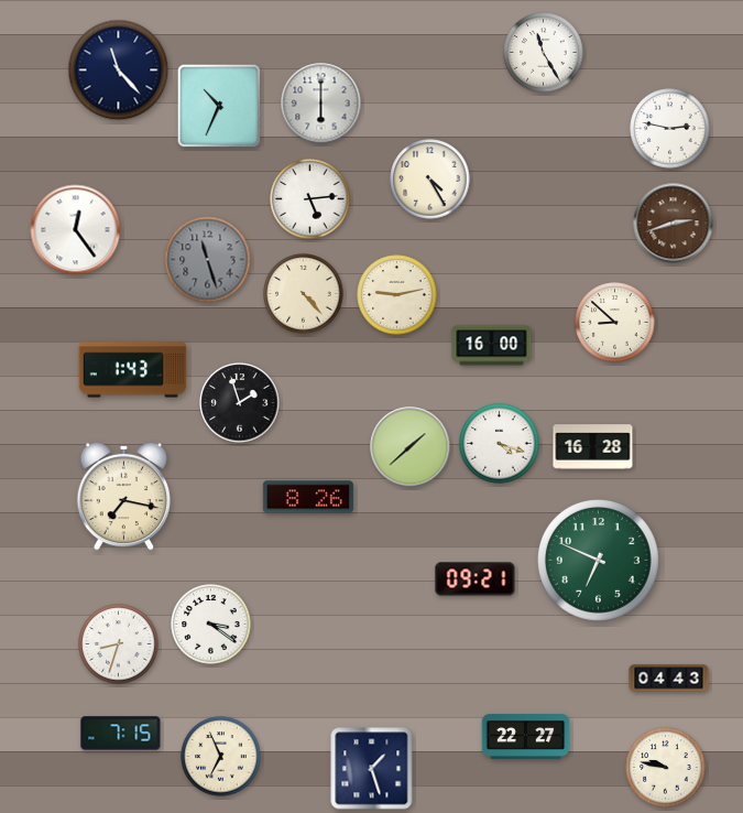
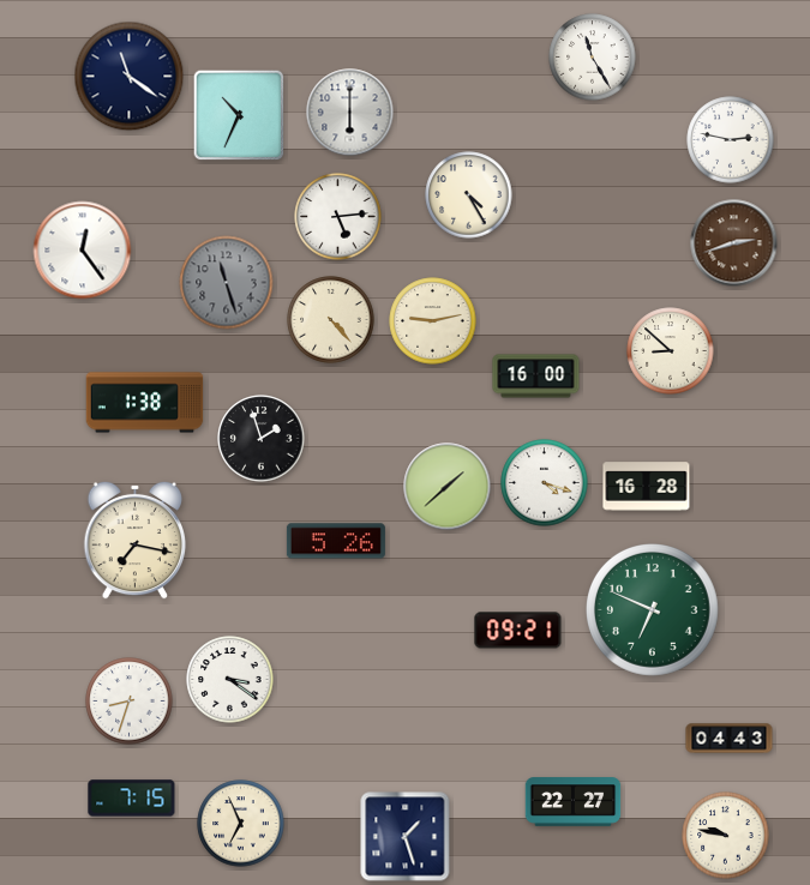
clock at (119, 71): 11:23 -> 11:21
clock at (133, 370): 1:43 -> 1:38
clock at (308, 497): 8:26 -> 5:26
